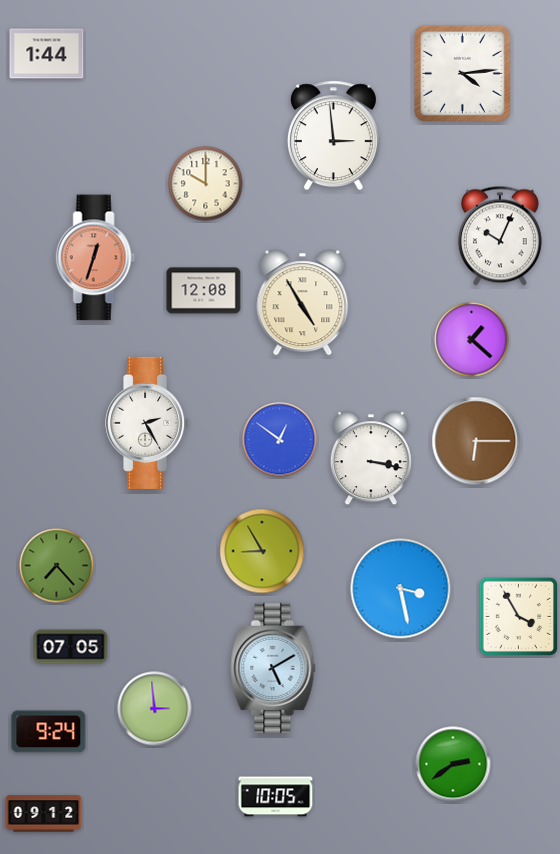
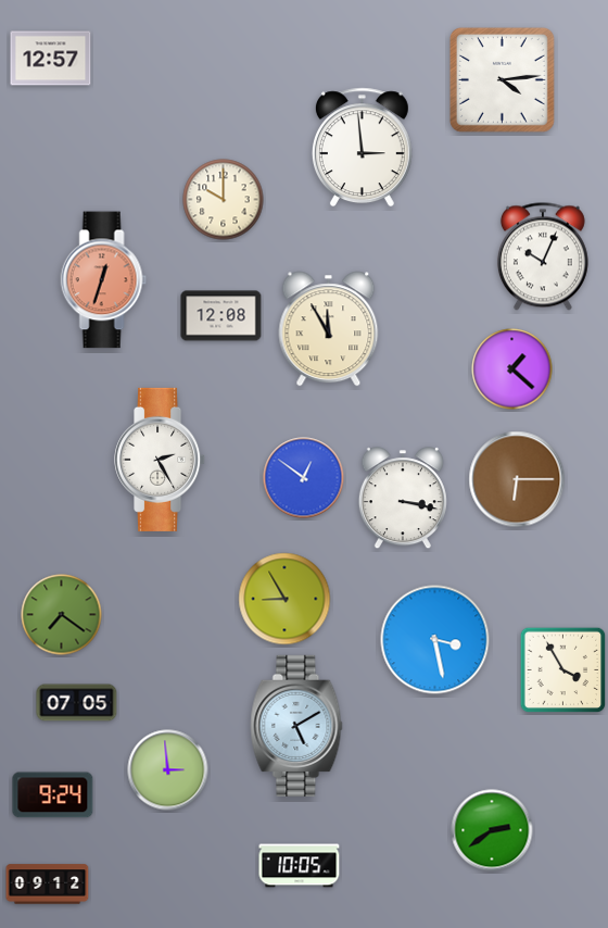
clock at (47, 54): 1:44 -> 12:57
clock at (303, 303): 4:55 -> 11:55
clock at (57, 566): 7:23 -> 7:21
